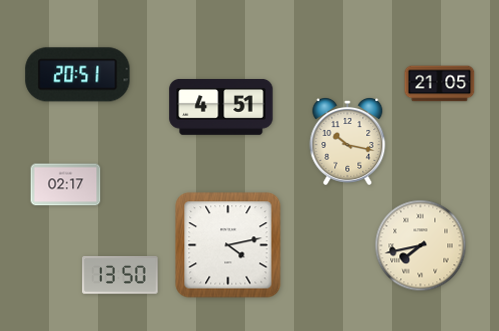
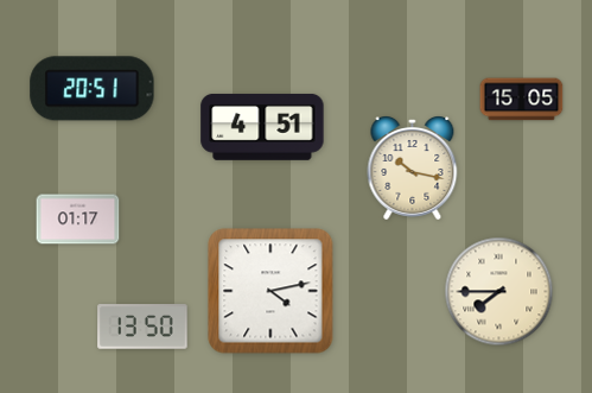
clock at (440, 84): 21:05 -> 15:05
clock at (66, 185): 02:17 -> 01:17
clock at (421, 246): 7:43 -> 7:45
